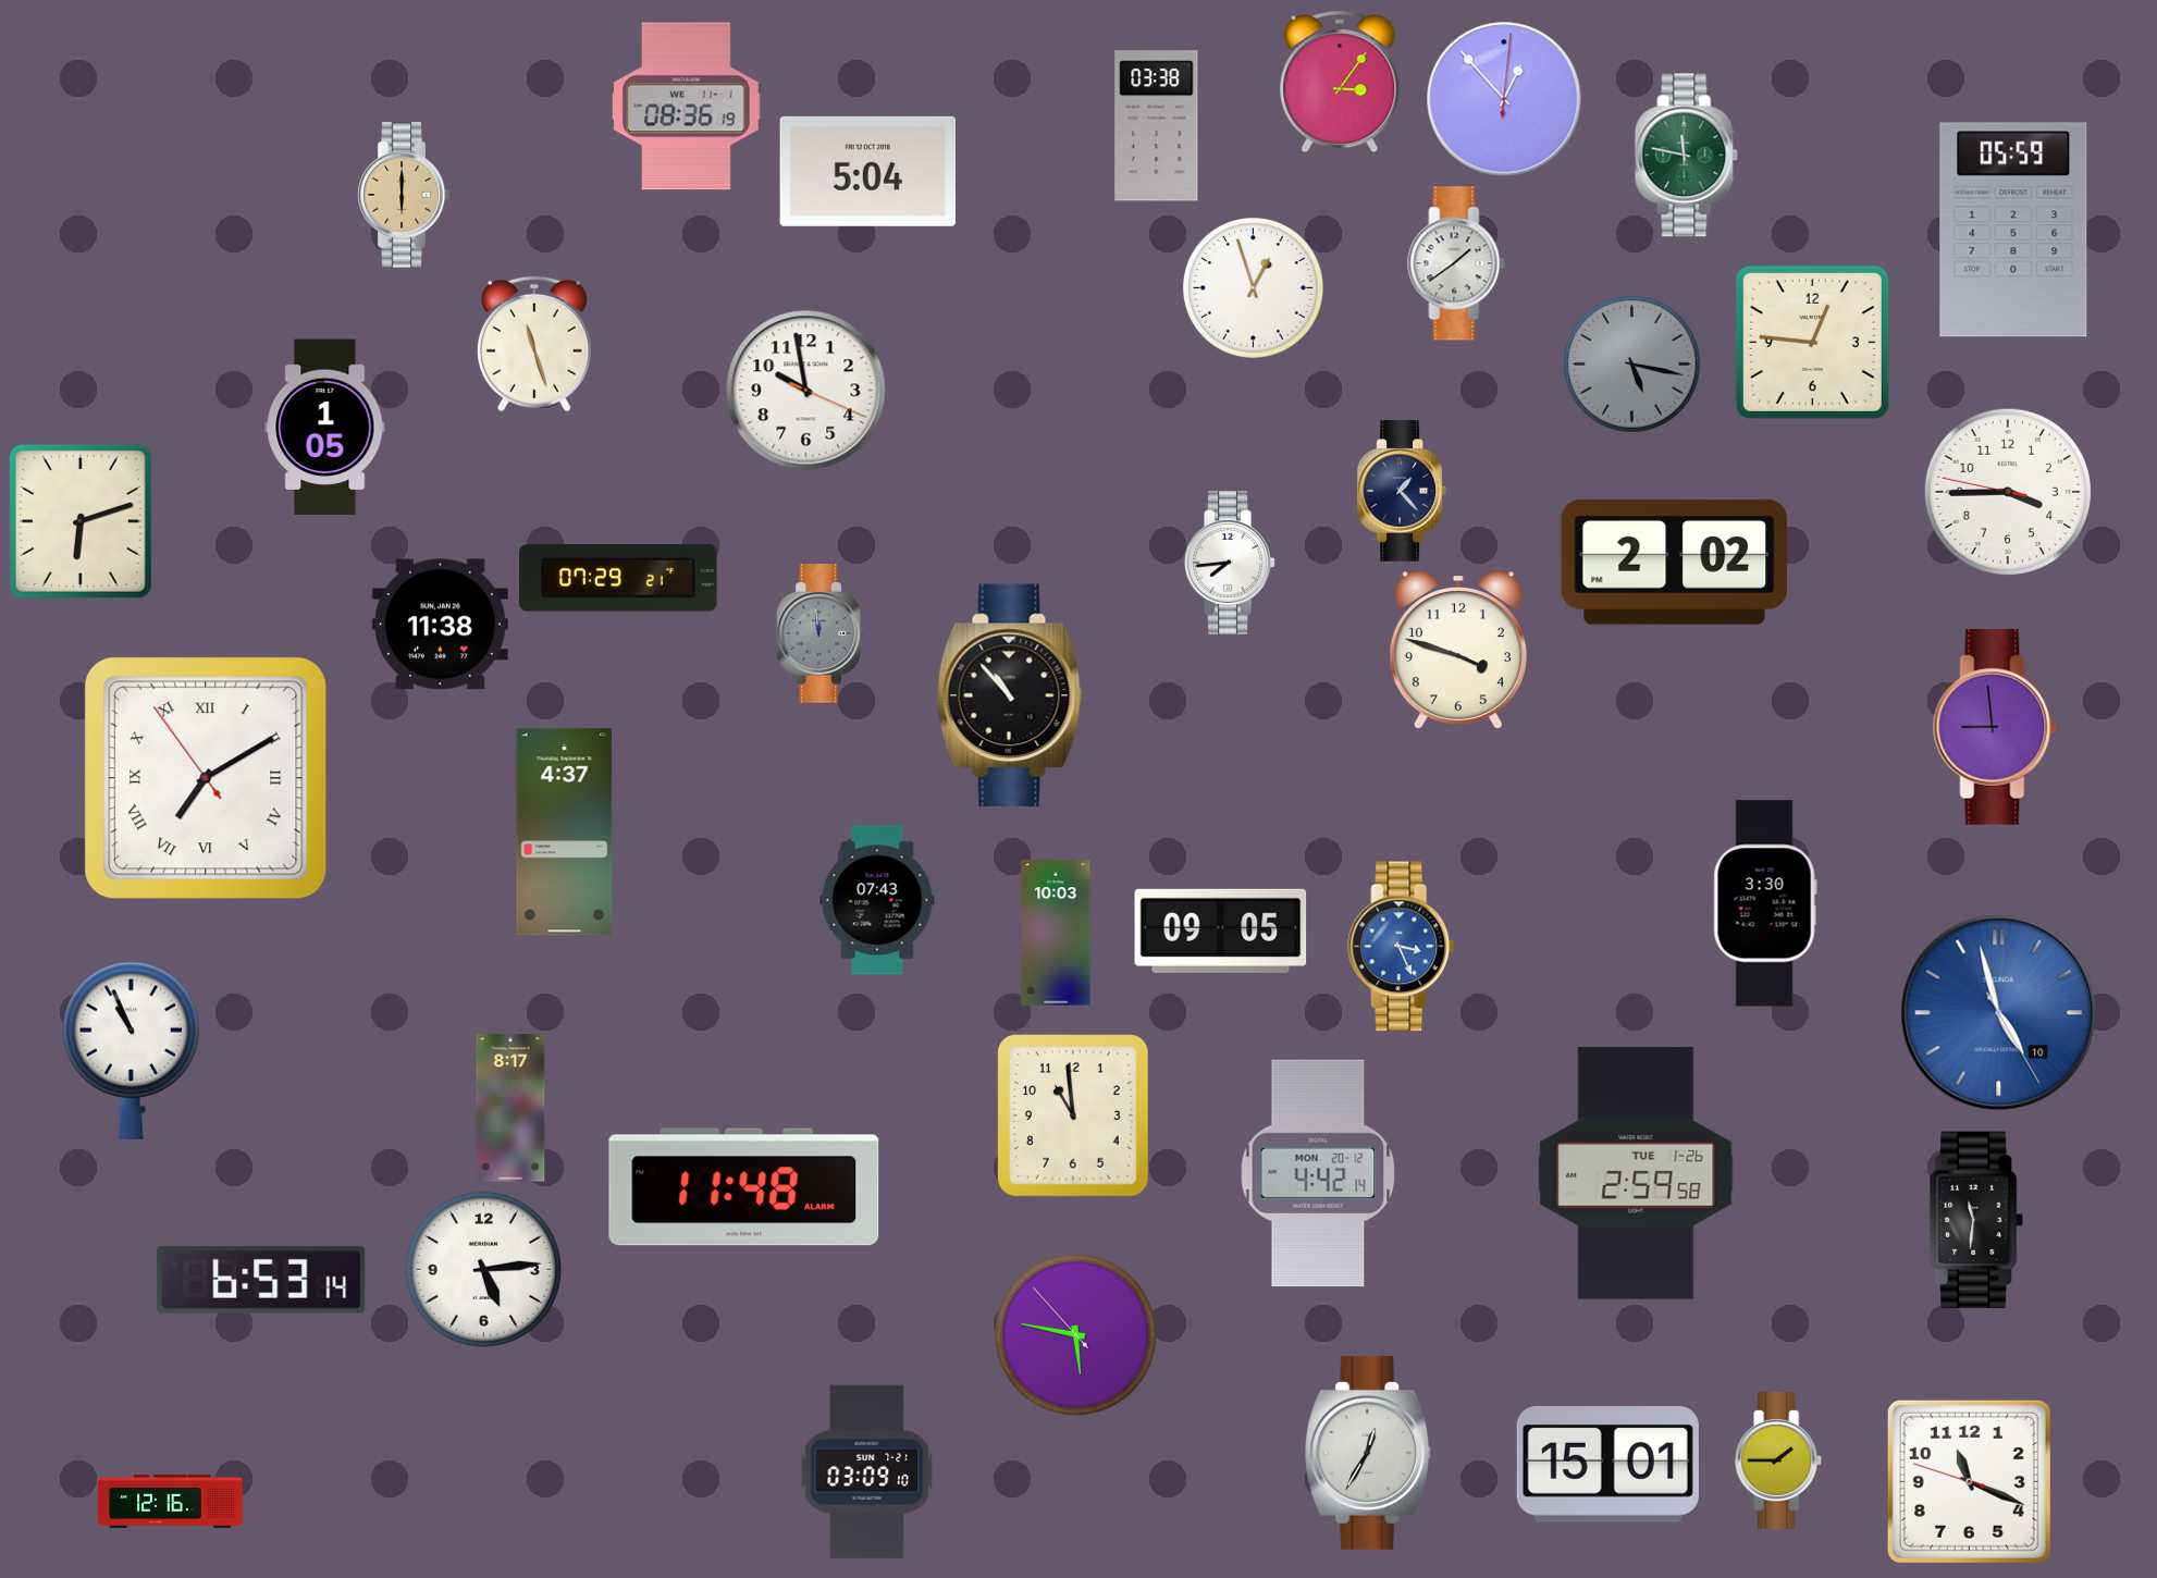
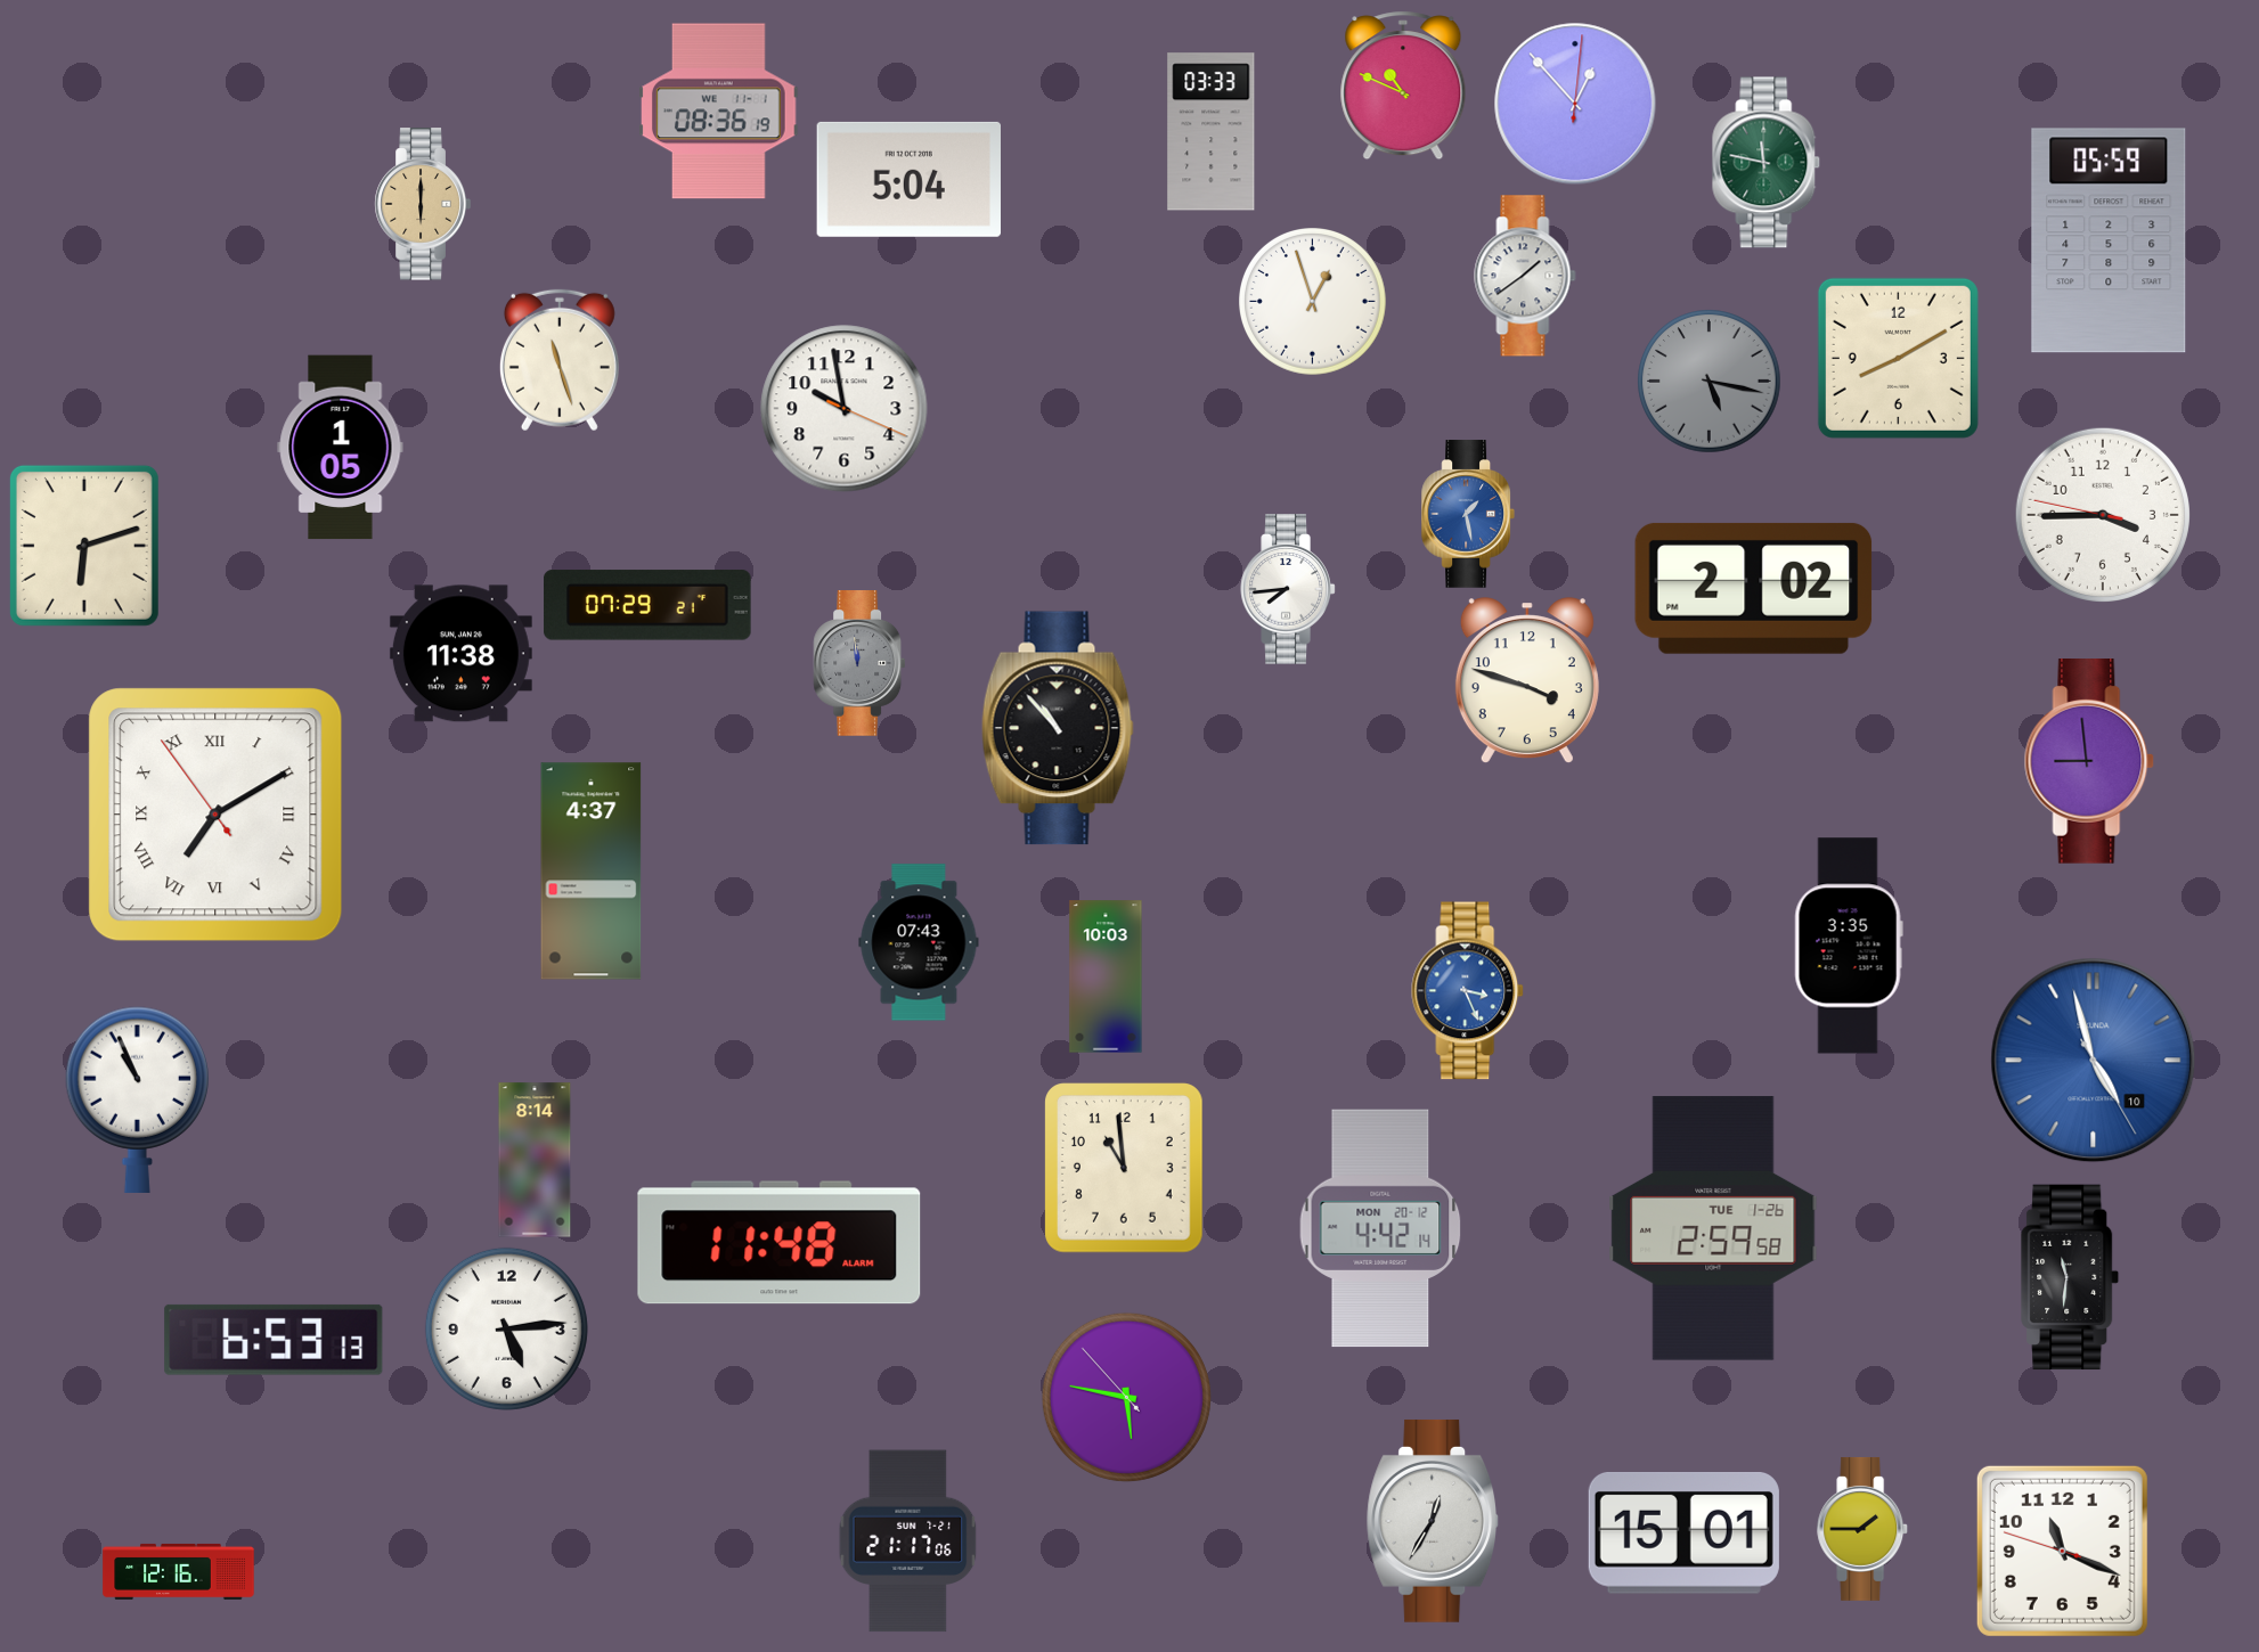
clock at (1340, 82): 3:06 -> 10:49
clock at (1157, 126): 03:38 -> 03:33
clock at (1812, 342): 12:46 -> 8:10
clock at (1401, 491): 1:23 -> 1:28
clock at (1401, 491) dial: navy -> blue
clock at (1765, 903): 3:30 -> 3:35
clock at (1221, 930): 09:05 -> none
clock at (510, 1108): 8:17 -> 8:14
clock at (261, 1280): 6:53:14 -> 6:53:13
clock at (867, 1472): 03:09 -> 21:17
